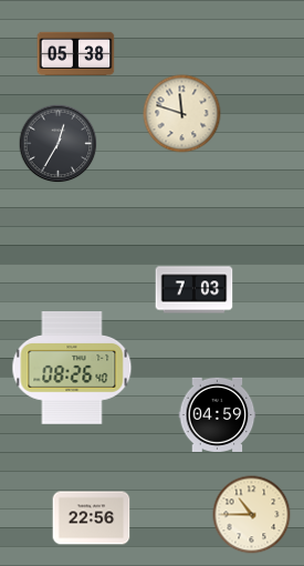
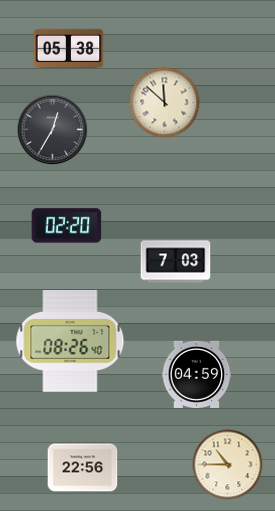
clock at (182, 114): 11:48 -> 11:52
clock at (67, 226): none -> 02:20
clock at (72, 368) position: (72, 368) -> (70, 341)
